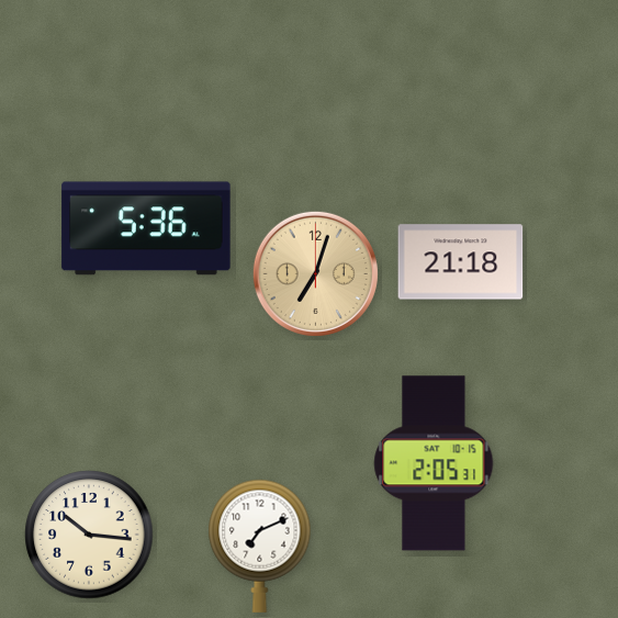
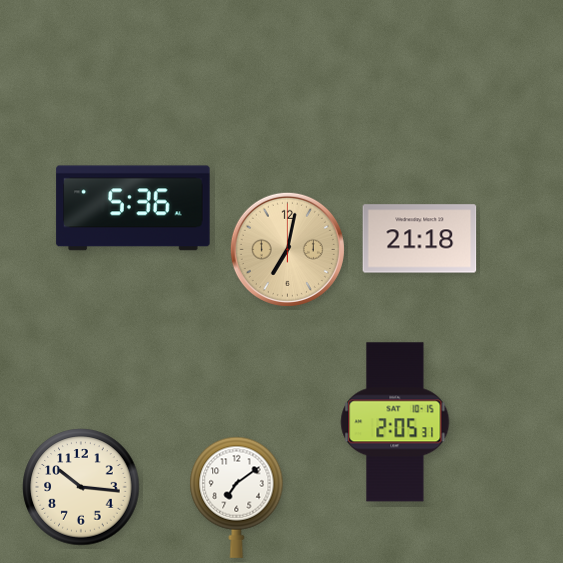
clock at (315, 273): 7:03 -> 7:02
clock at (260, 546): 7:11 -> 7:09
